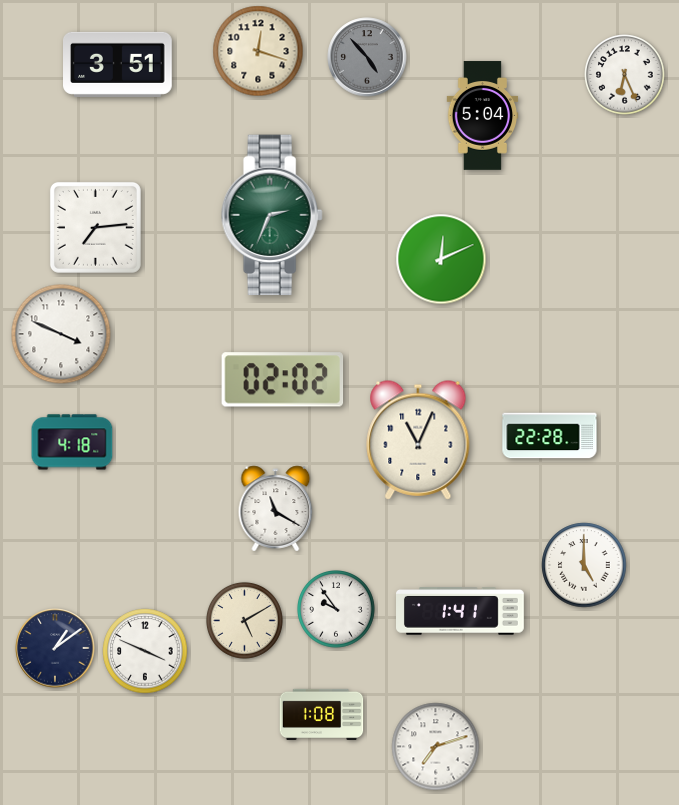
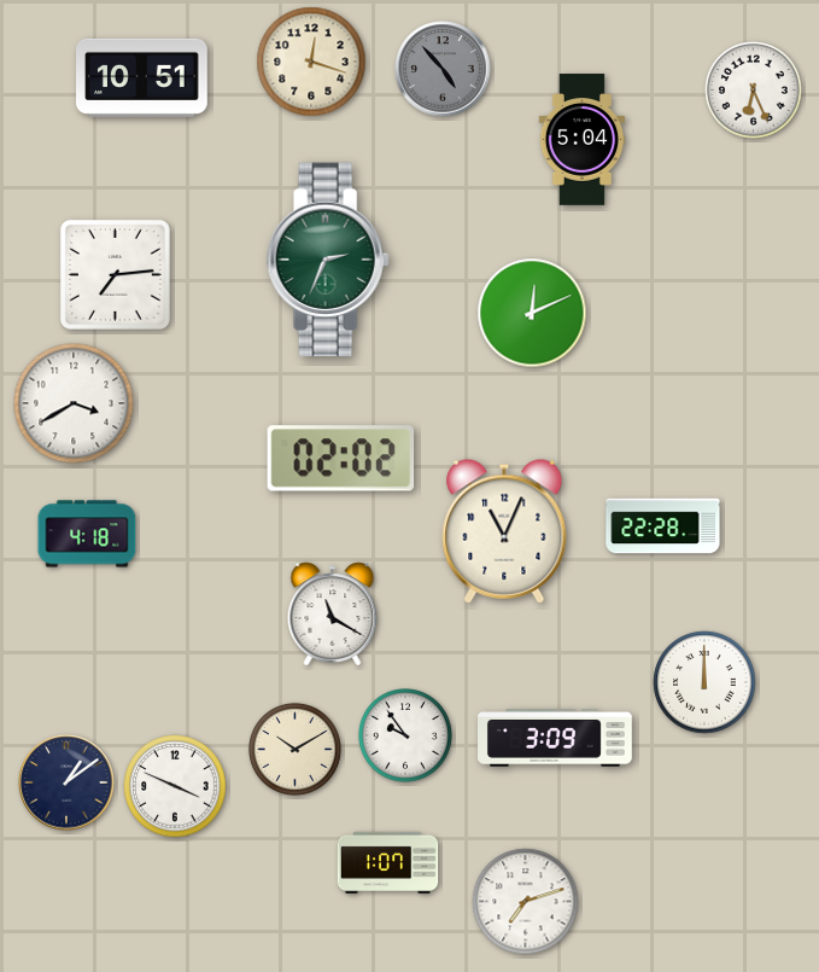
clock at (118, 64): 3:51 -> 10:51
clock at (61, 334): 3:49 -> 3:40
clock at (584, 565): 5:00 -> 12:00
clock at (461, 611): 1:41 -> 3:09
clock at (244, 620): 5:10 -> 10:10
clock at (322, 714): 1:08 -> 1:07
